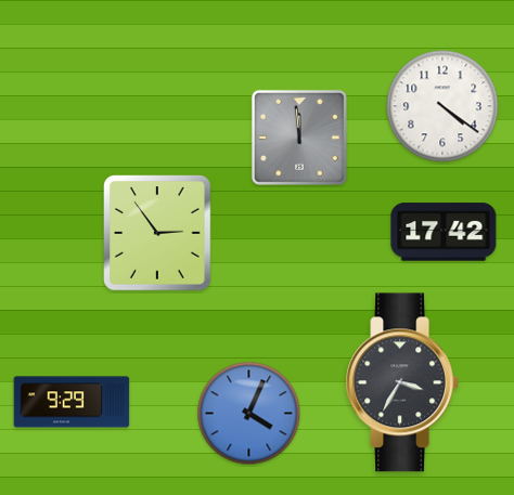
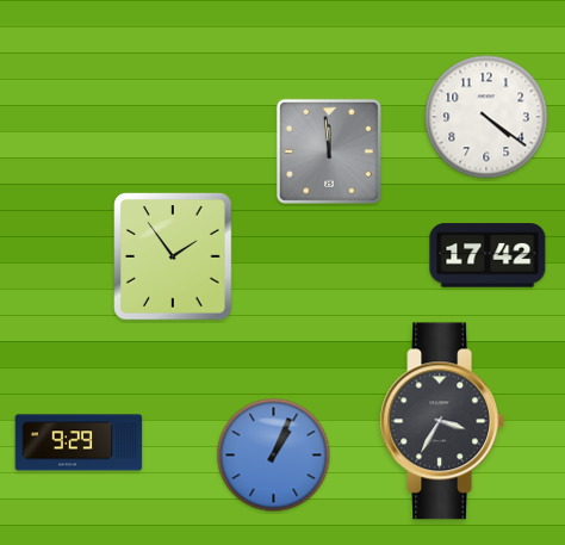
clock at (157, 233): 2:54 -> 1:54
clock at (249, 414): 4:04 -> 1:04
